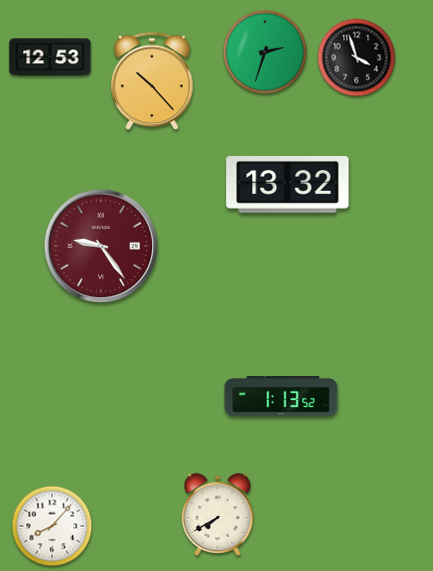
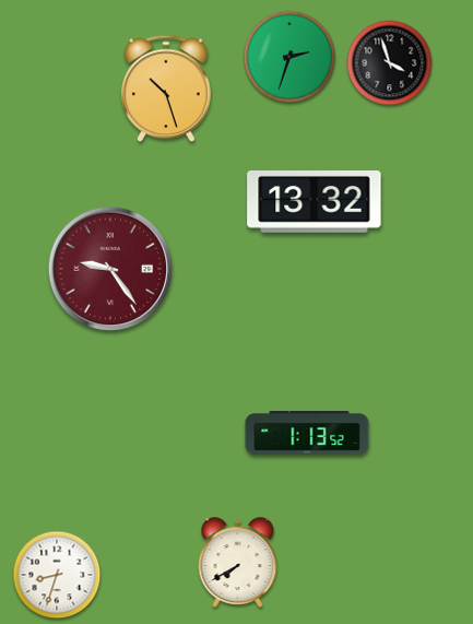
clock at (50, 57): 12:53 -> none
clock at (153, 81): 10:23 -> 10:27
clock at (52, 526): 8:07 -> 8:33
